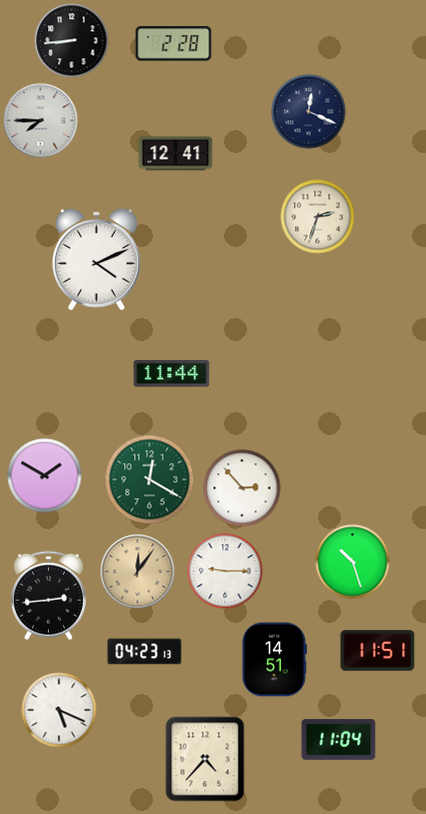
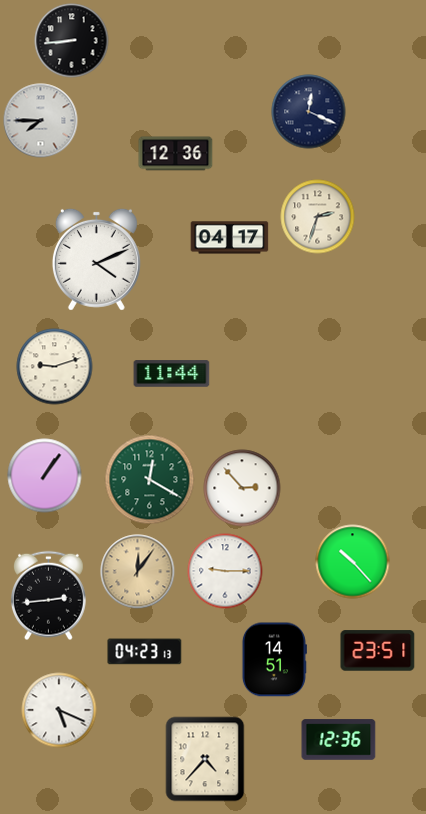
clock at (174, 44): 2:28 -> none
clock at (176, 154): 12:41 -> 12:36
clock at (230, 238): none -> 04:17
clock at (55, 367): none -> 9:12
clock at (45, 476): 1:50 -> 1:06
clock at (353, 562): 10:27 -> 10:23
clock at (378, 651): 11:51 -> 23:51
clock at (339, 740): 11:04 -> 12:36
